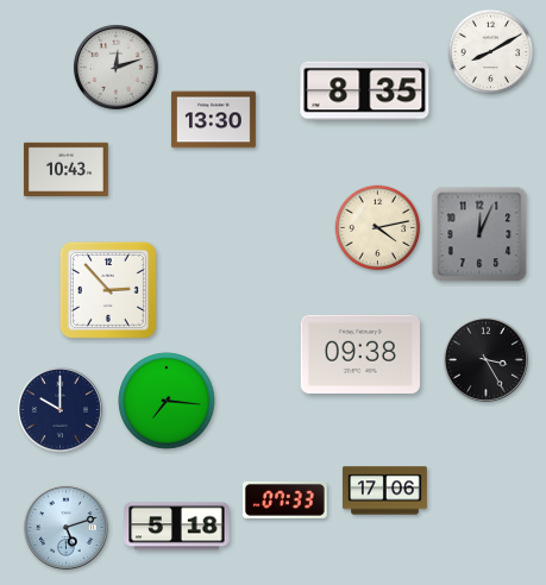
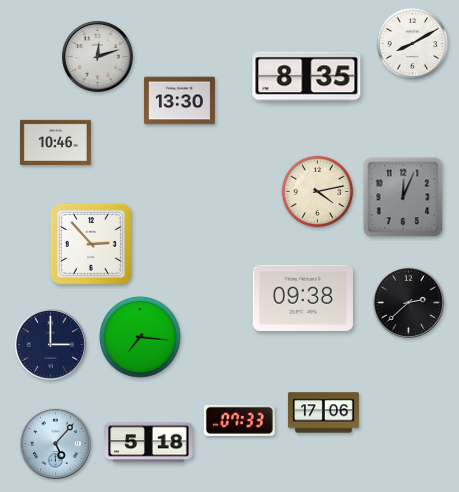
clock at (65, 169): 10:43 -> 10:46
clock at (485, 359): 3:25 -> 2:38
clock at (59, 409): 10:00 -> 3:00
clock at (65, 527): 5:12 -> 5:07
